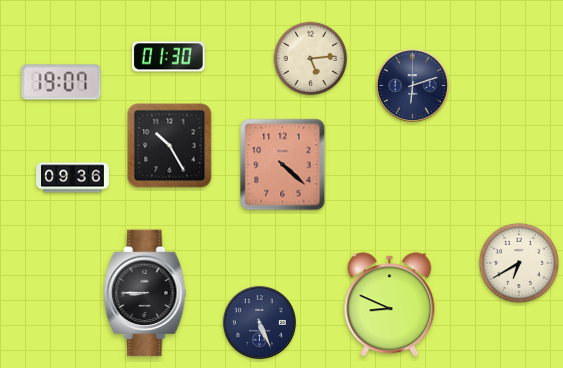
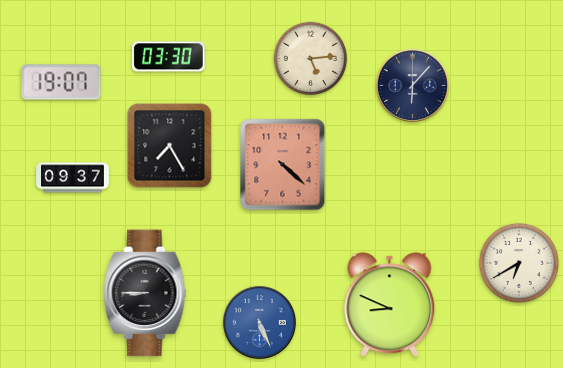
clock at (168, 57): 01:30 -> 03:30
clock at (412, 85): 6:12 -> 6:07
clock at (170, 146): 10:25 -> 7:25
clock at (73, 178): 09:36 -> 09:37
clock at (259, 322) dial: navy -> blue
